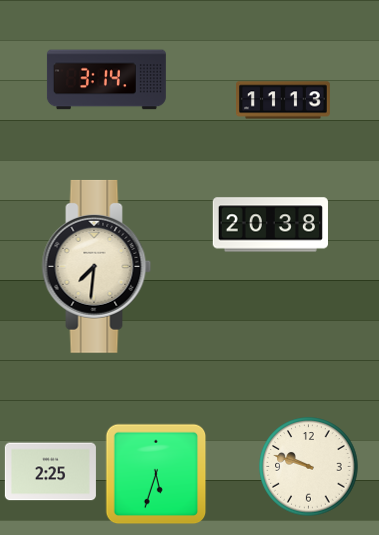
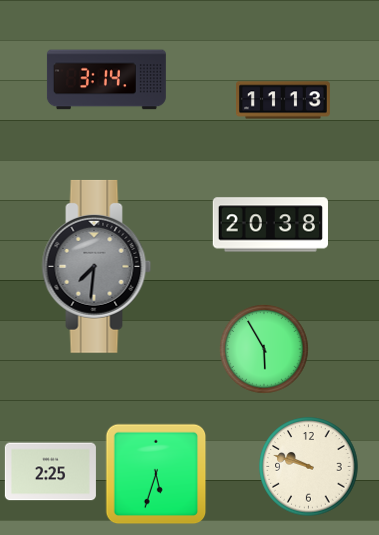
clock at (97, 266) dial: cream -> grey
clock at (264, 349): none -> 5:55
